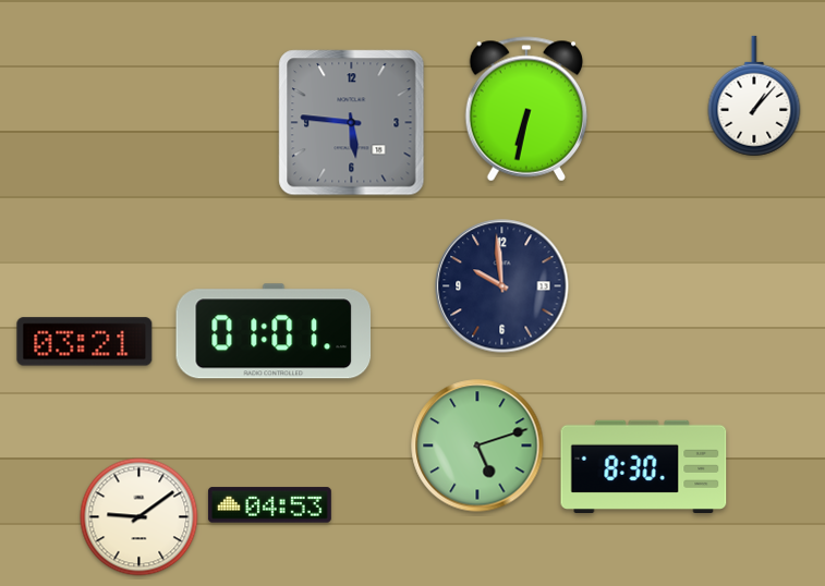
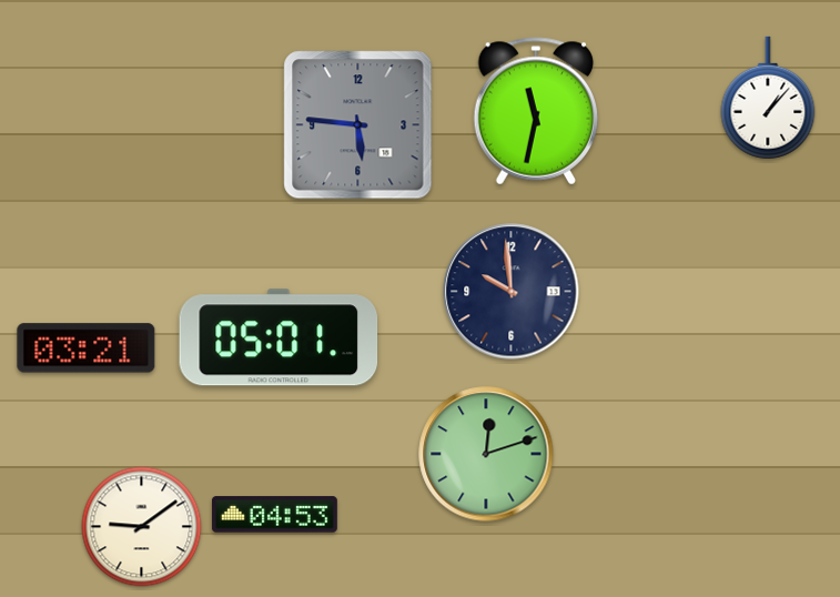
clock at (525, 109): 6:32 -> 11:32
clock at (274, 331): 01:01 -> 05:01
clock at (477, 445): 5:12 -> 12:12
clock at (644, 466): 8:30 -> none
